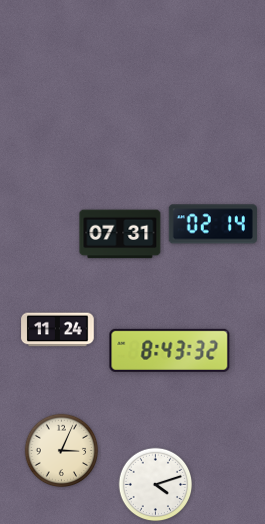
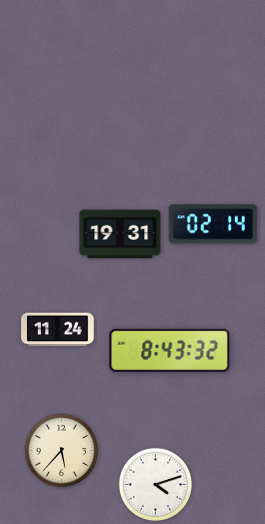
clock at (120, 234): 07:31 -> 19:31
clock at (62, 451): 3:04 -> 5:37
